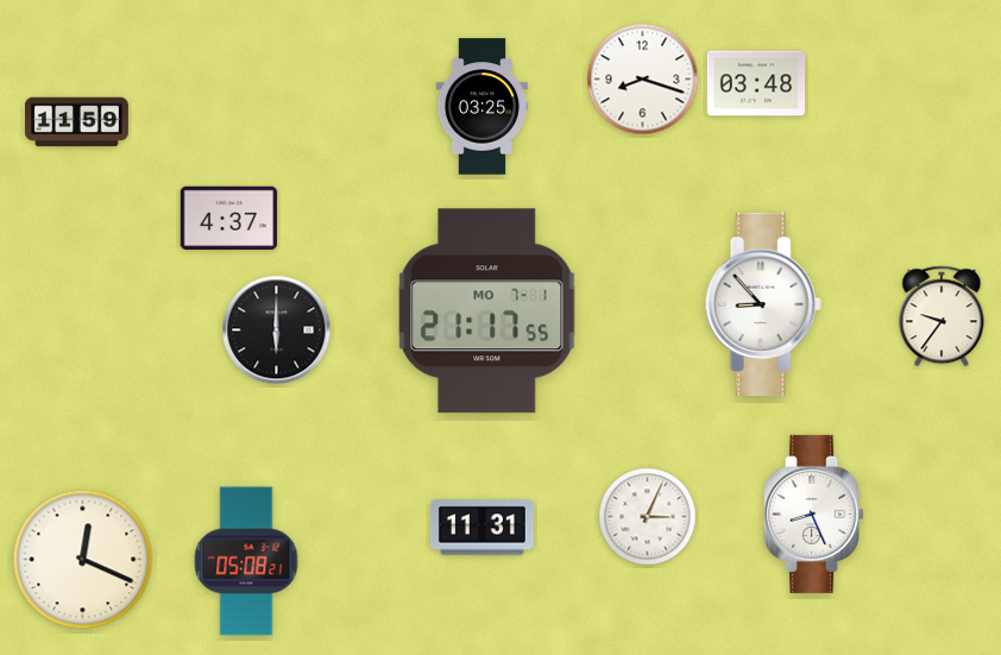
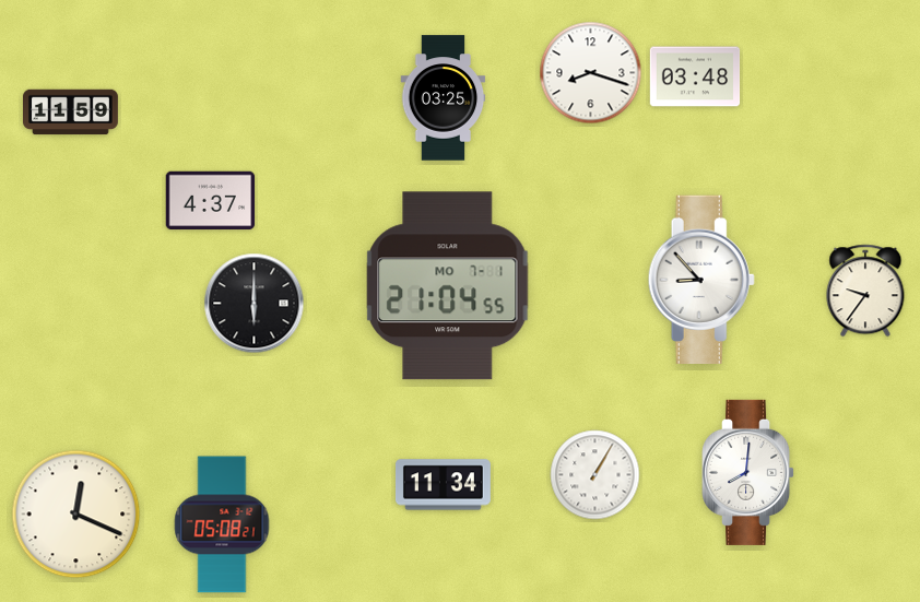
clock at (487, 311): 21:17 -> 21:04
clock at (814, 514): 8:26 -> 8:01
clock at (648, 517): 3:04 -> 1:05
clock at (481, 528): 11:31 -> 11:34
clock at (246, 561) position: (246, 561) -> (222, 524)
